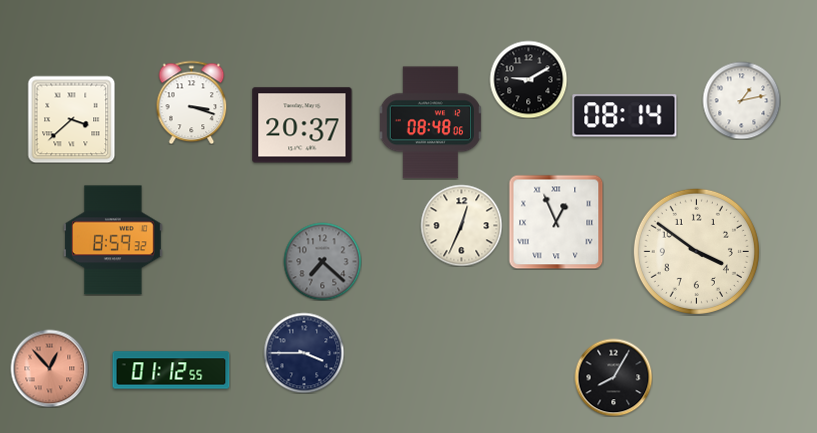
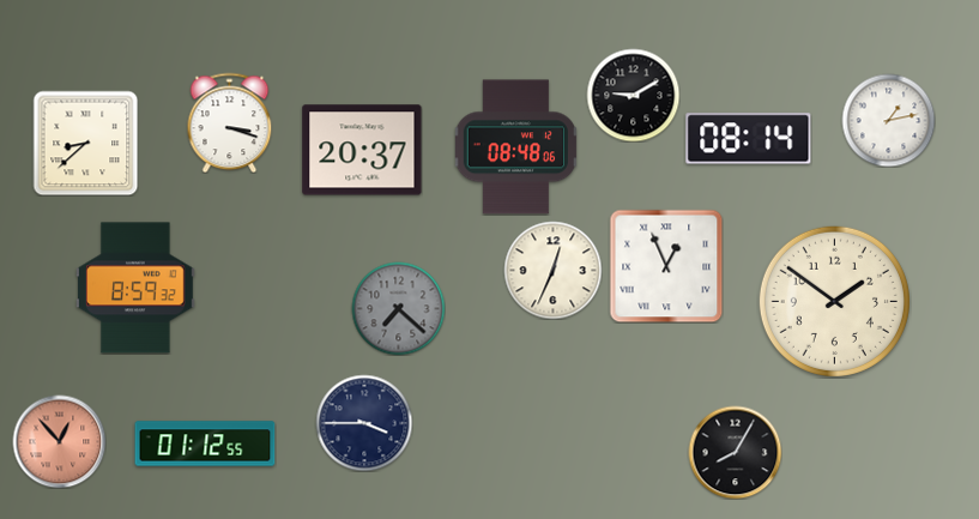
clock at (71, 119): 3:38 -> 8:38
clock at (696, 251): 3:51 -> 1:51
clock at (322, 261) position: (322, 261) -> (398, 308)
